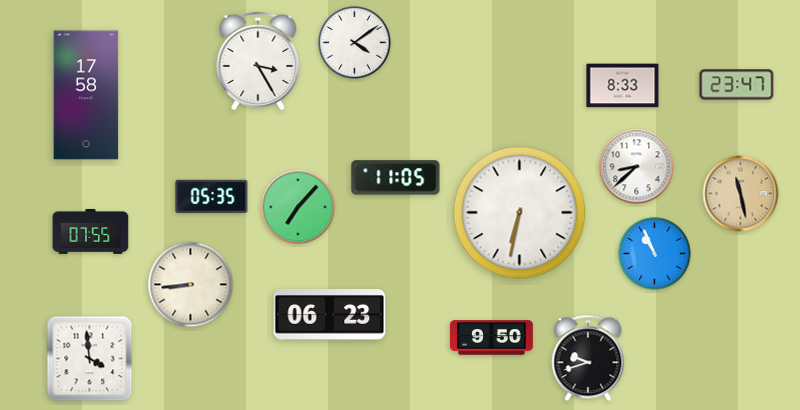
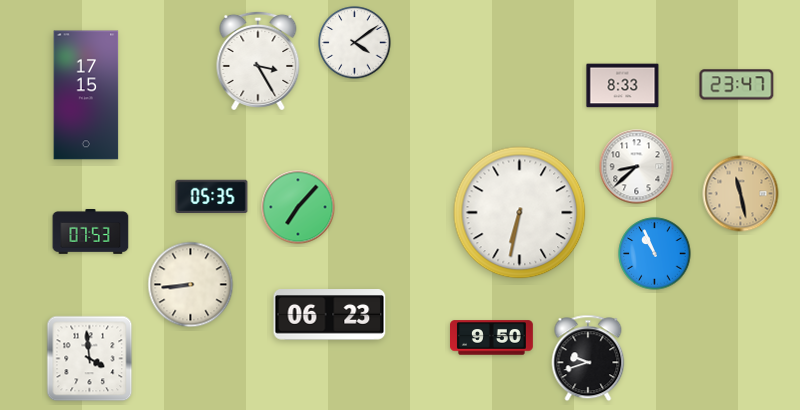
clock at (86, 95): 17:58 -> 17:15
clock at (396, 178): 11:05 -> none
clock at (91, 232): 07:55 -> 07:53
